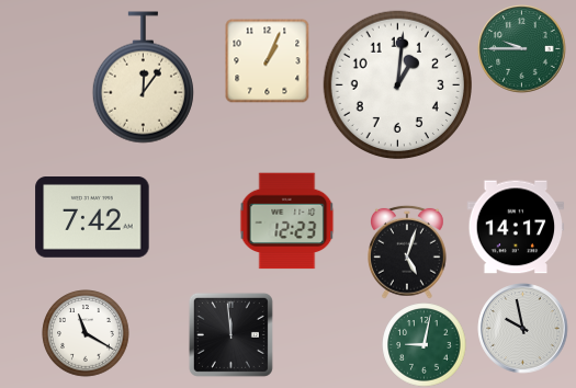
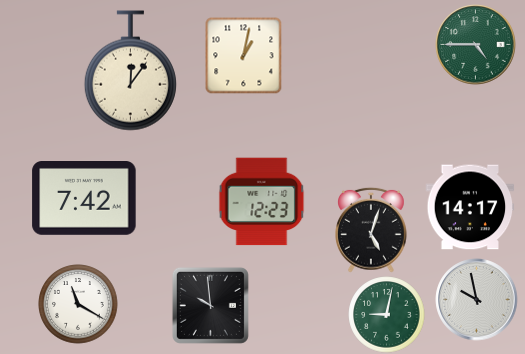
clock at (522, 49): 9:45 -> 4:45
clock at (267, 60): 1:04 -> 1:02
clock at (397, 84): 1:01 -> none
clock at (230, 334): 11:59 -> 9:59
